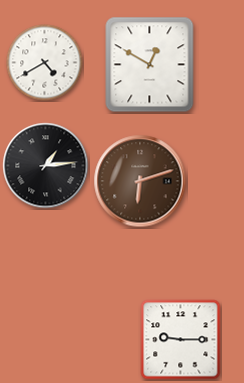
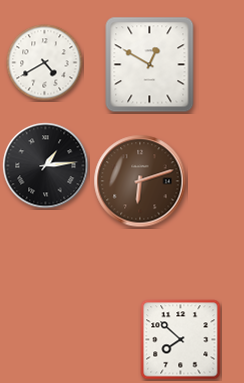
clock at (181, 340): 9:15 -> 7:52
